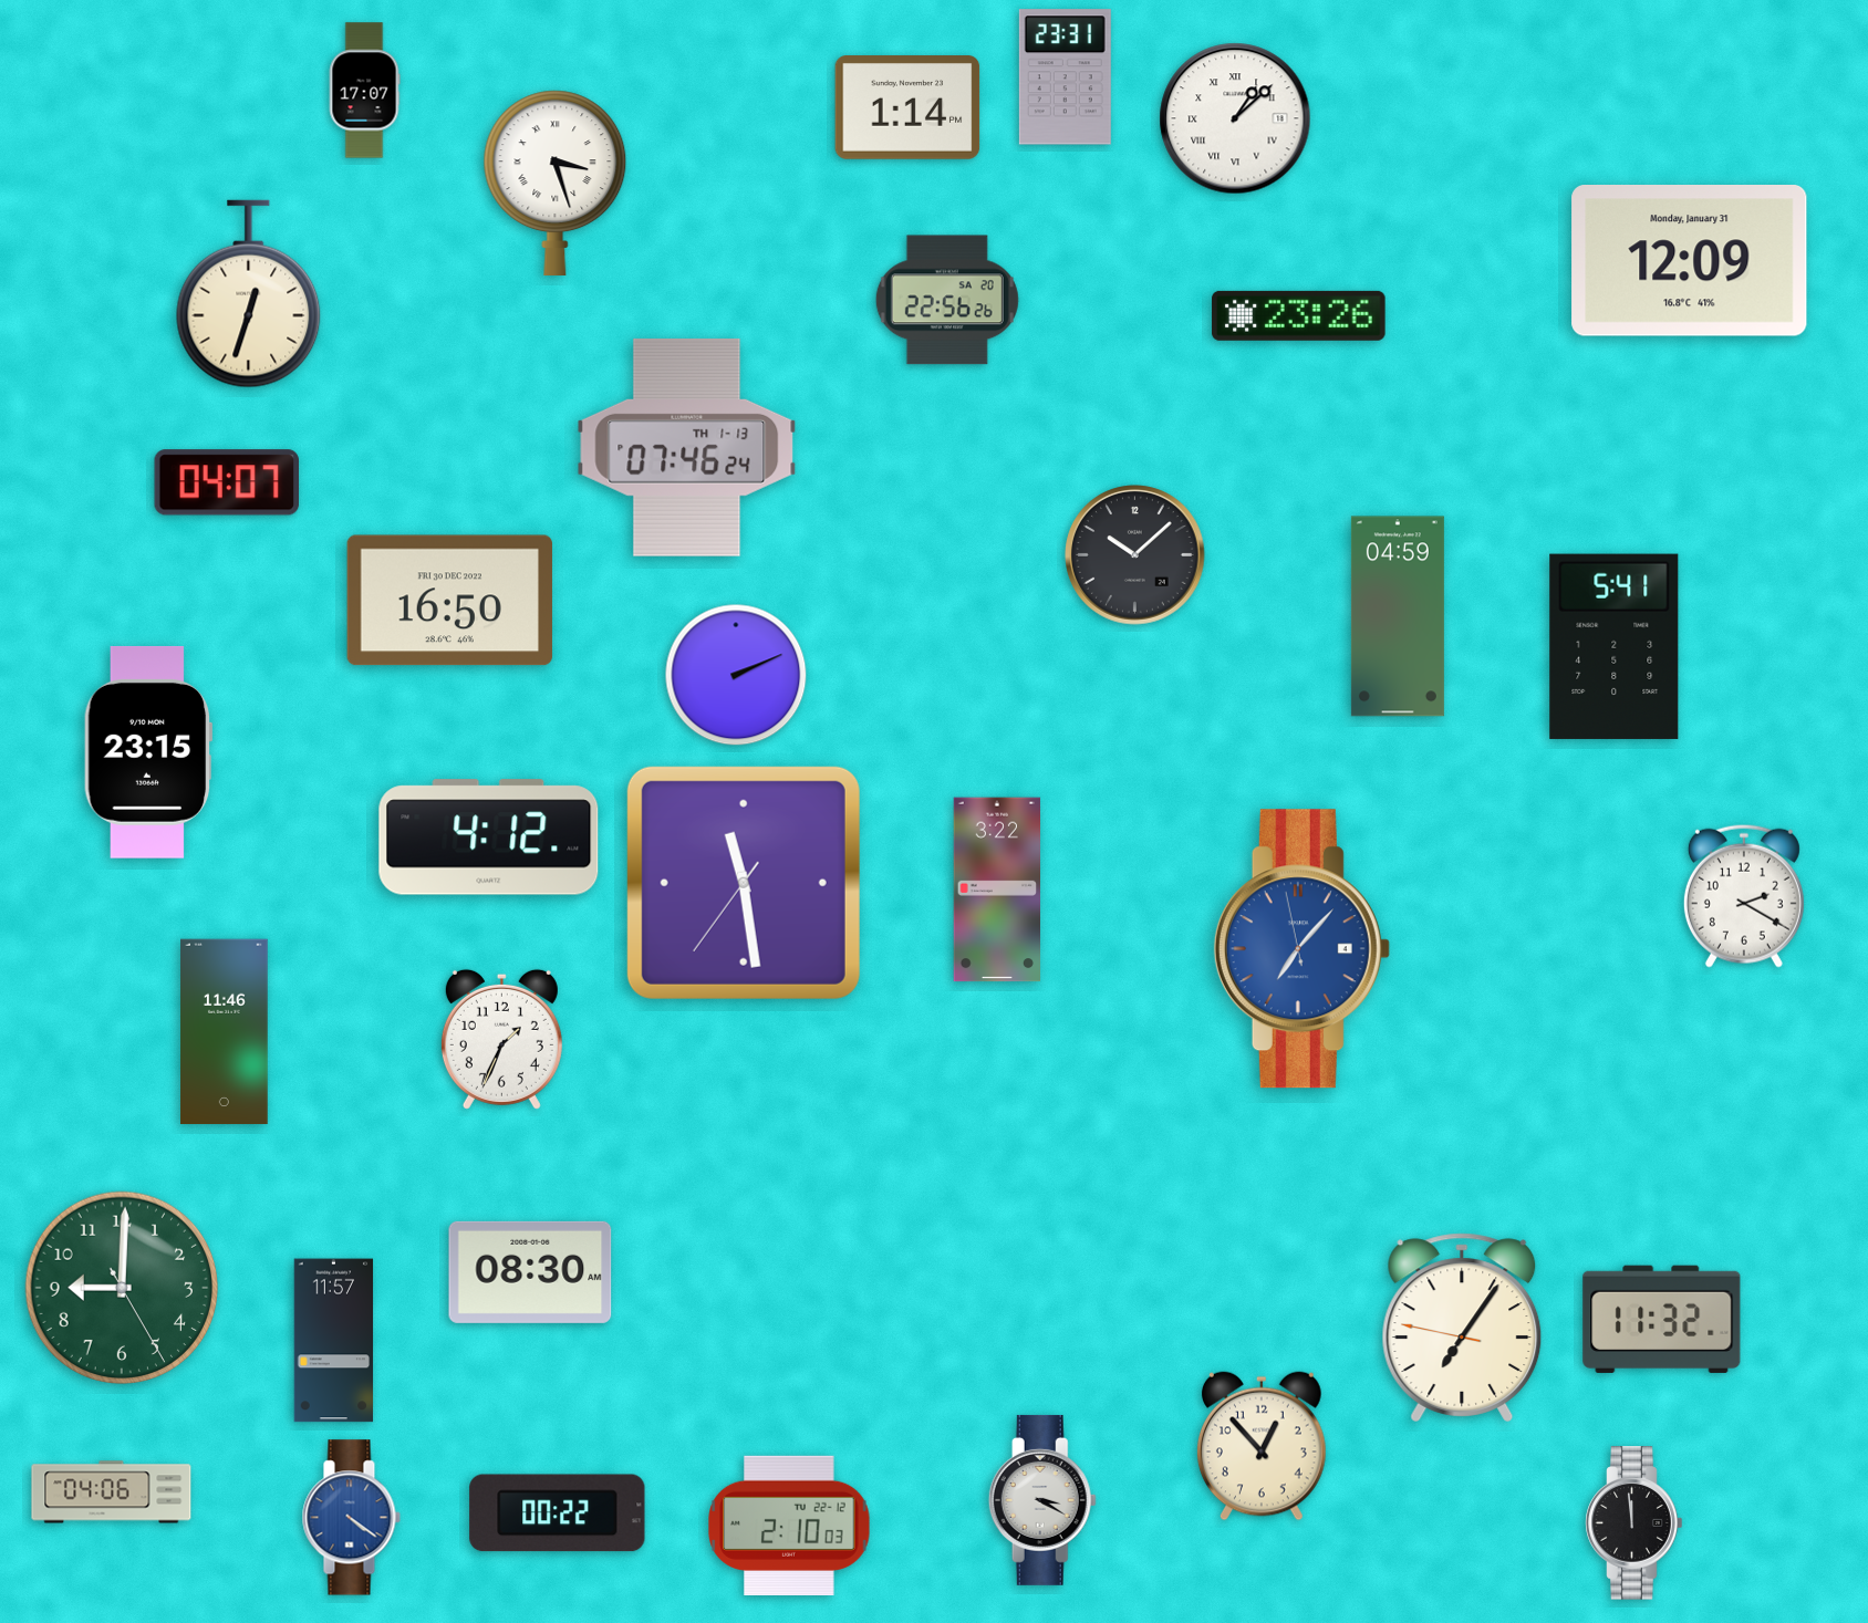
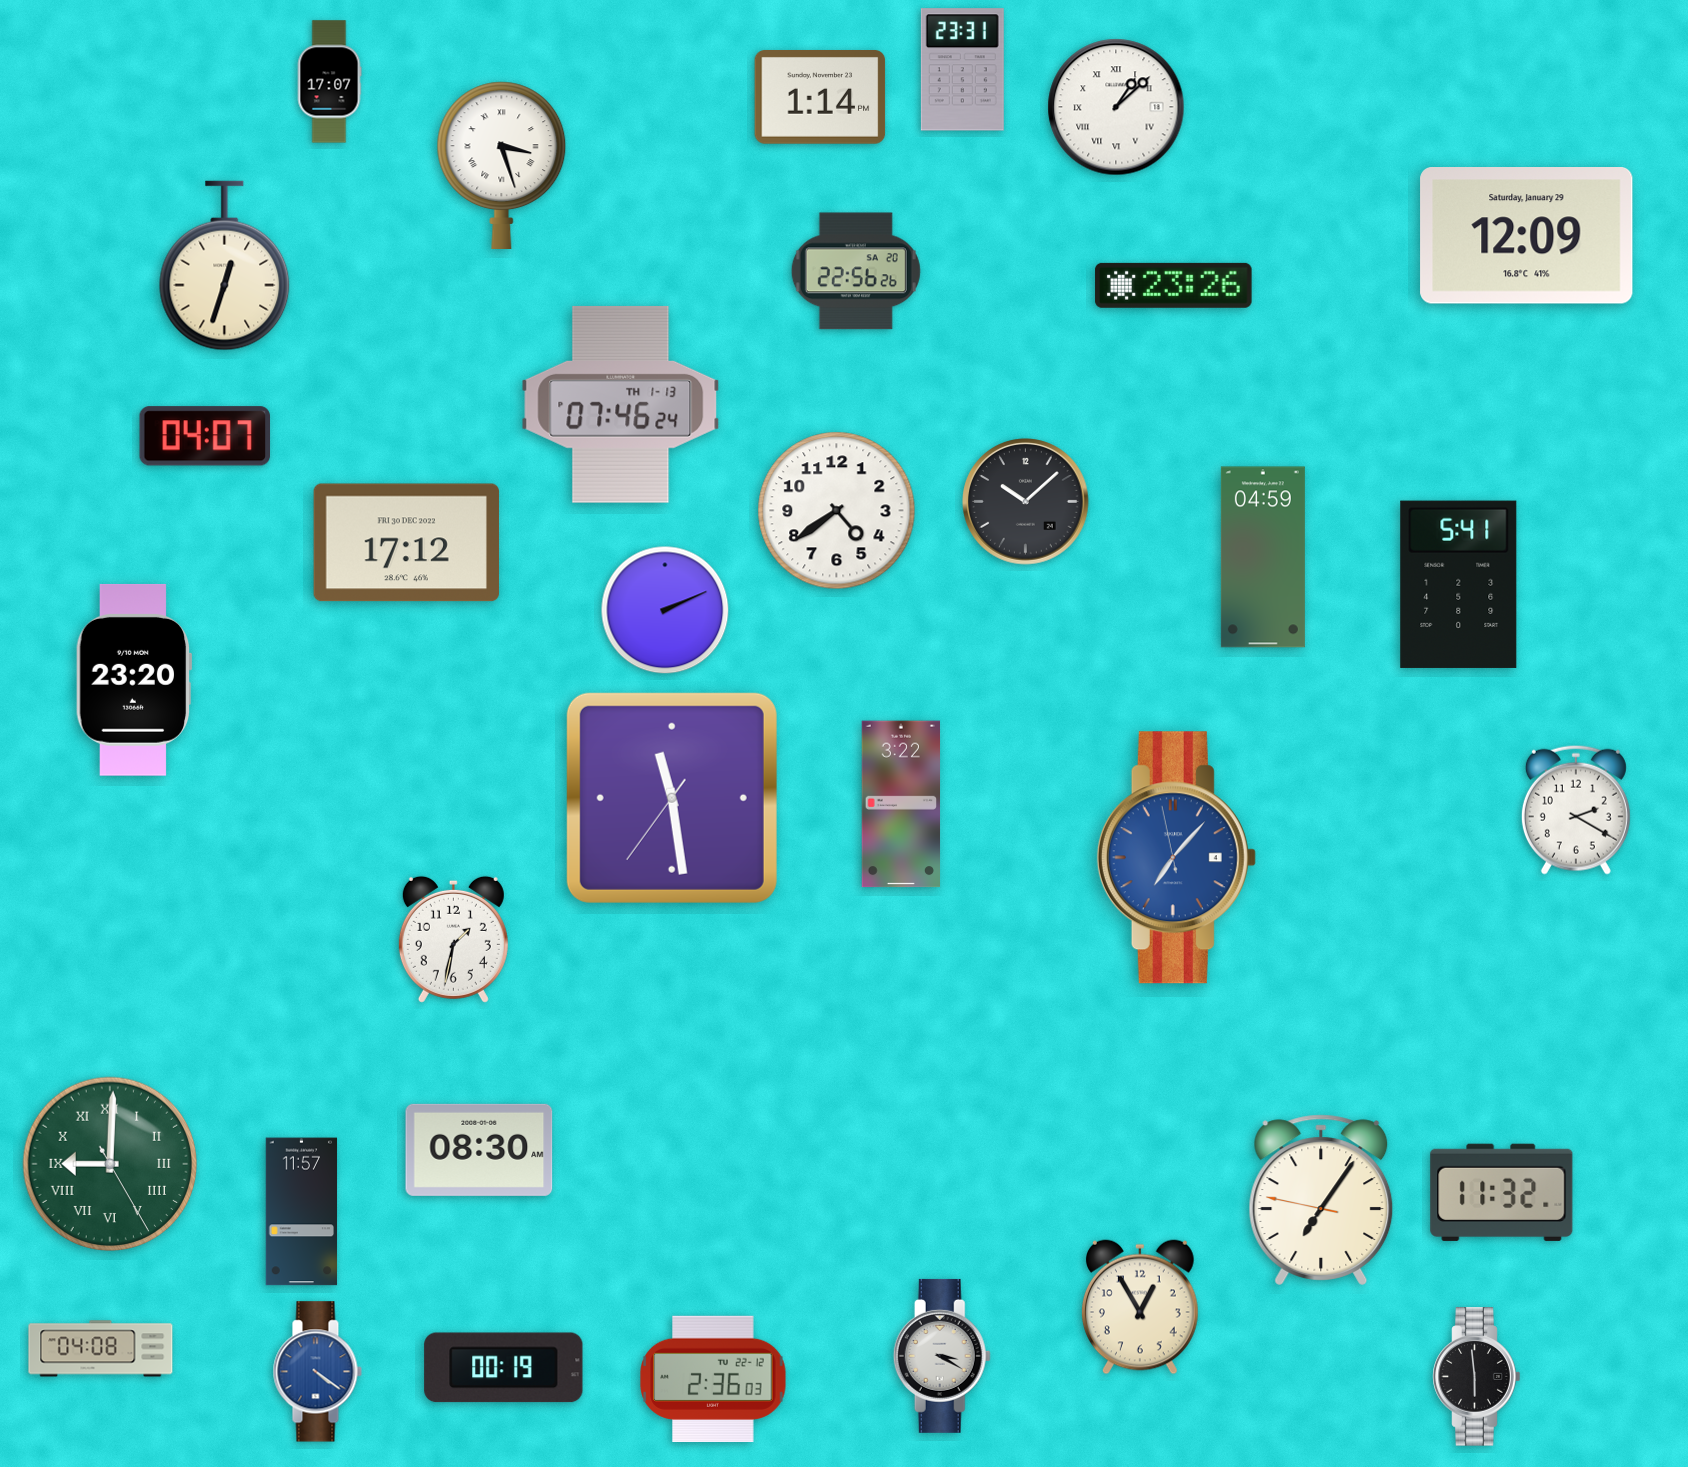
clock at (1690, 261) date: Monday, January 31 -> Saturday, January 29
clock at (837, 511): none -> 4:39
clock at (449, 601): 16:50 -> 17:12
clock at (148, 752): 23:15 -> 23:20
clock at (489, 837): 4:12 -> none
clock at (225, 1032): 11:46 -> none
clock at (501, 1039): 1:34 -> 1:32
clock at (122, 1288) numerals: Arabic -> Roman
clock at (1262, 1446): 12:53 -> 12:55
clock at (112, 1492): 04:06 -> 04:08
clock at (558, 1513): 00:22 -> 00:19
clock at (1634, 1523): 11:59 -> 5:59
clock at (789, 1526): 2:10 -> 2:36
